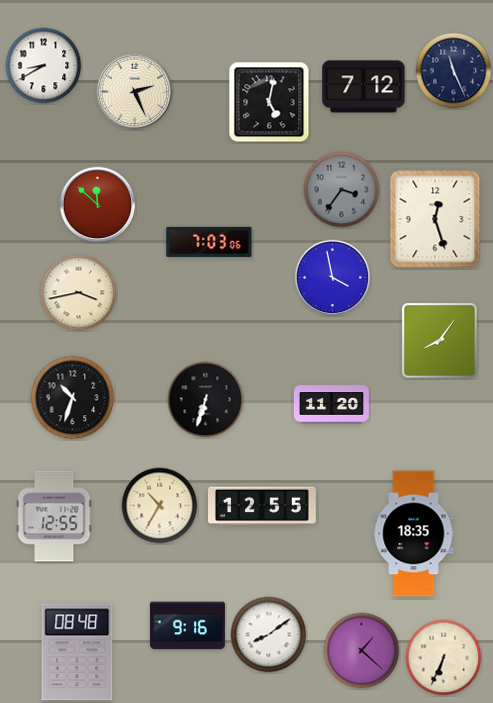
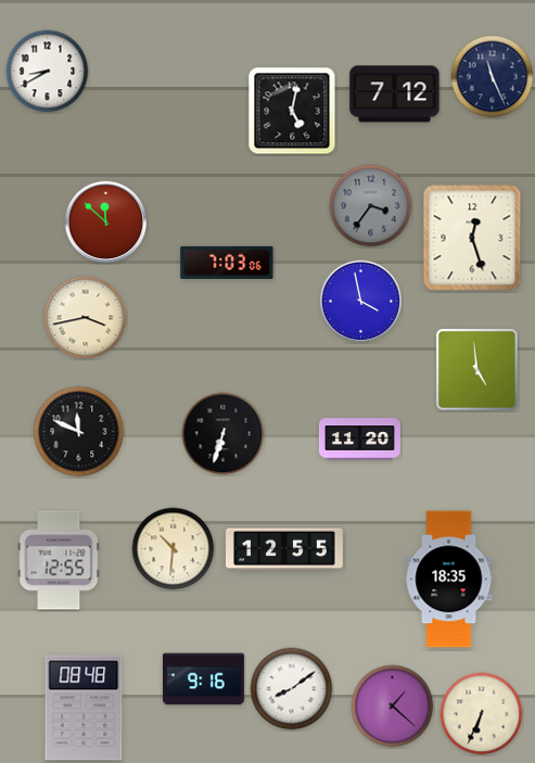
clock at (135, 92): 2:26 -> none
clock at (440, 341): 8:06 -> 4:59
clock at (73, 398): 10:33 -> 11:49
clock at (160, 506): 10:35 -> 10:31
